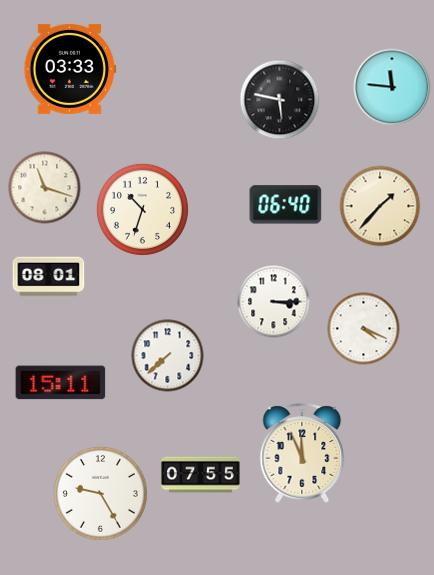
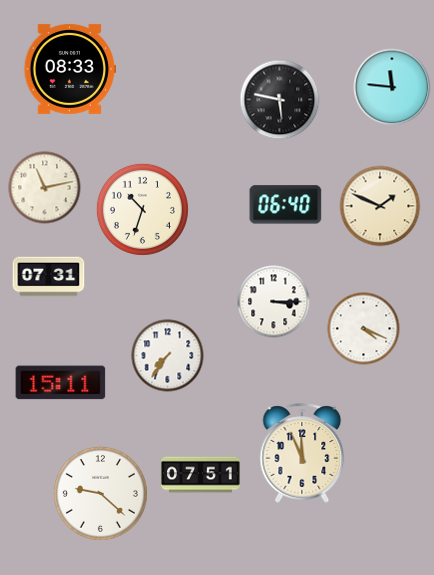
clock at (69, 69): 03:33 -> 08:33
clock at (45, 188): 11:18 -> 11:13
clock at (380, 206): 1:37 -> 1:49
clock at (49, 277): 08:01 -> 07:31
clock at (168, 356): 7:38 -> 7:36
clock at (201, 475): 07:55 -> 07:51
clock at (100, 493): 9:25 -> 9:22
